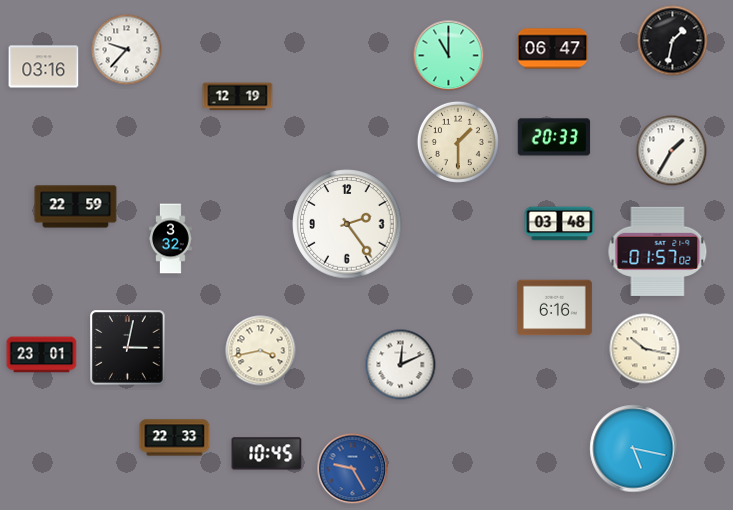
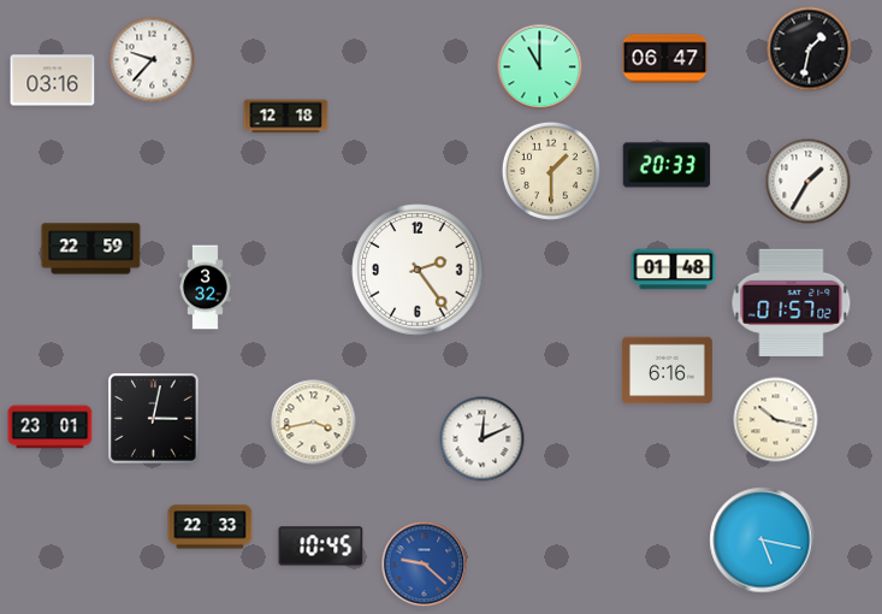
clock at (238, 97): 12:19 -> 12:18
clock at (560, 224): 03:48 -> 01:48
clock at (353, 469): 9:25 -> 9:22
